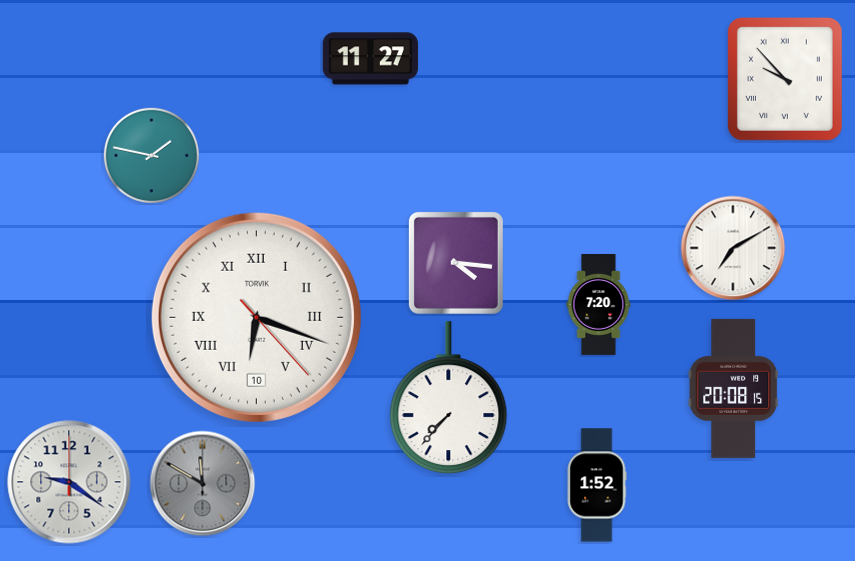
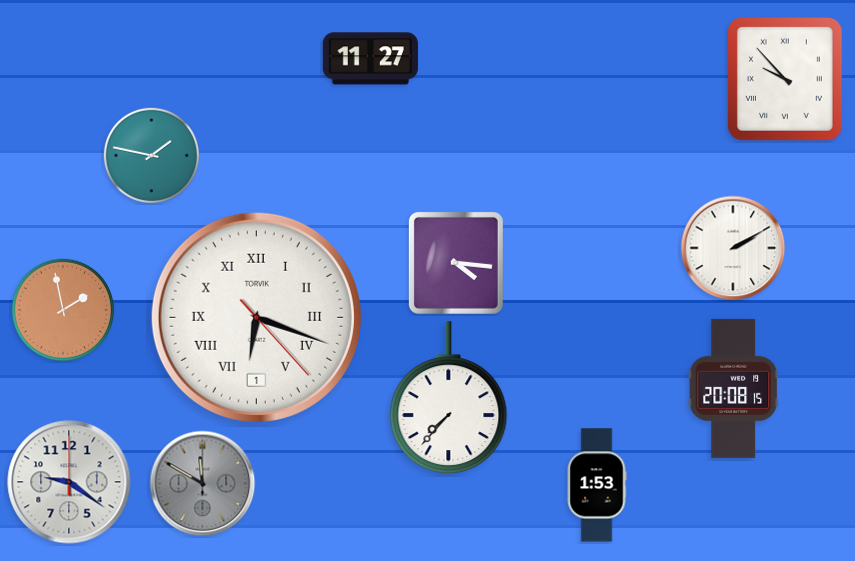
clock at (733, 248): 7:10 -> 2:10
clock at (599, 304): 7:20 -> none
clock at (62, 309): none -> 1:58
clock at (256, 317) date: 10 -> 1
clock at (597, 485): 1:52 -> 1:53
